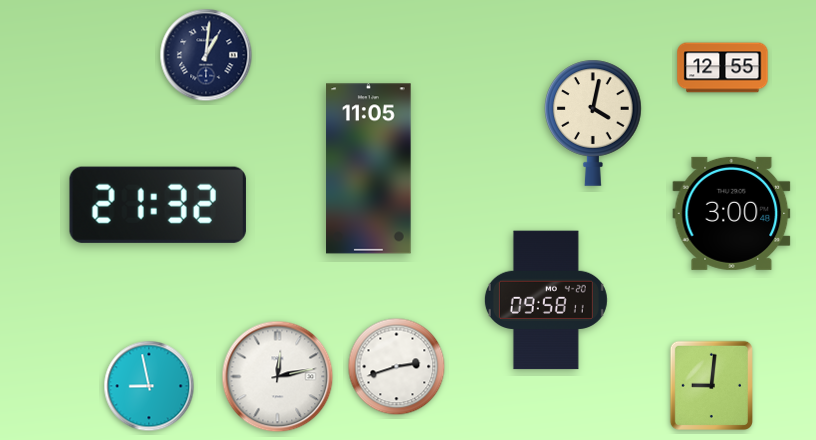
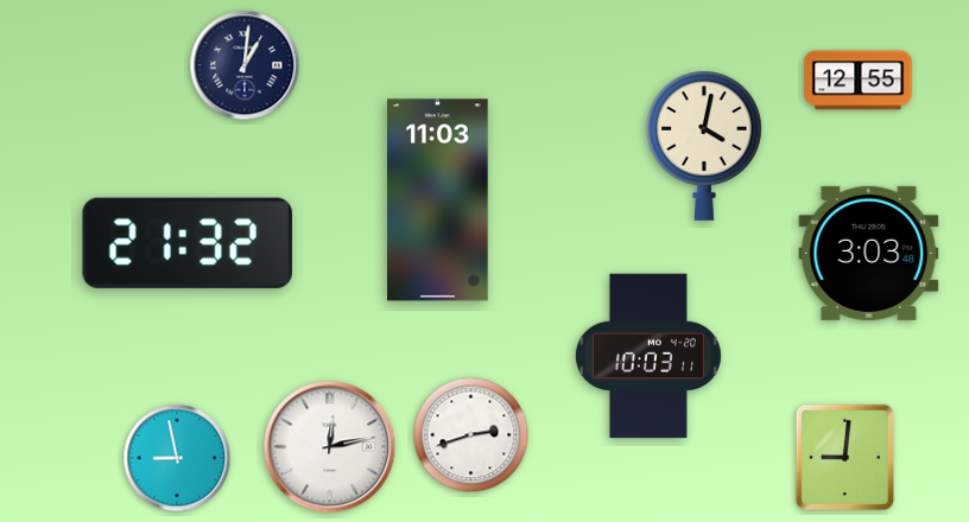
clock at (369, 169): 11:05 -> 11:03
clock at (732, 213): 3:00 -> 3:03
clock at (546, 300): 09:58 -> 10:03
